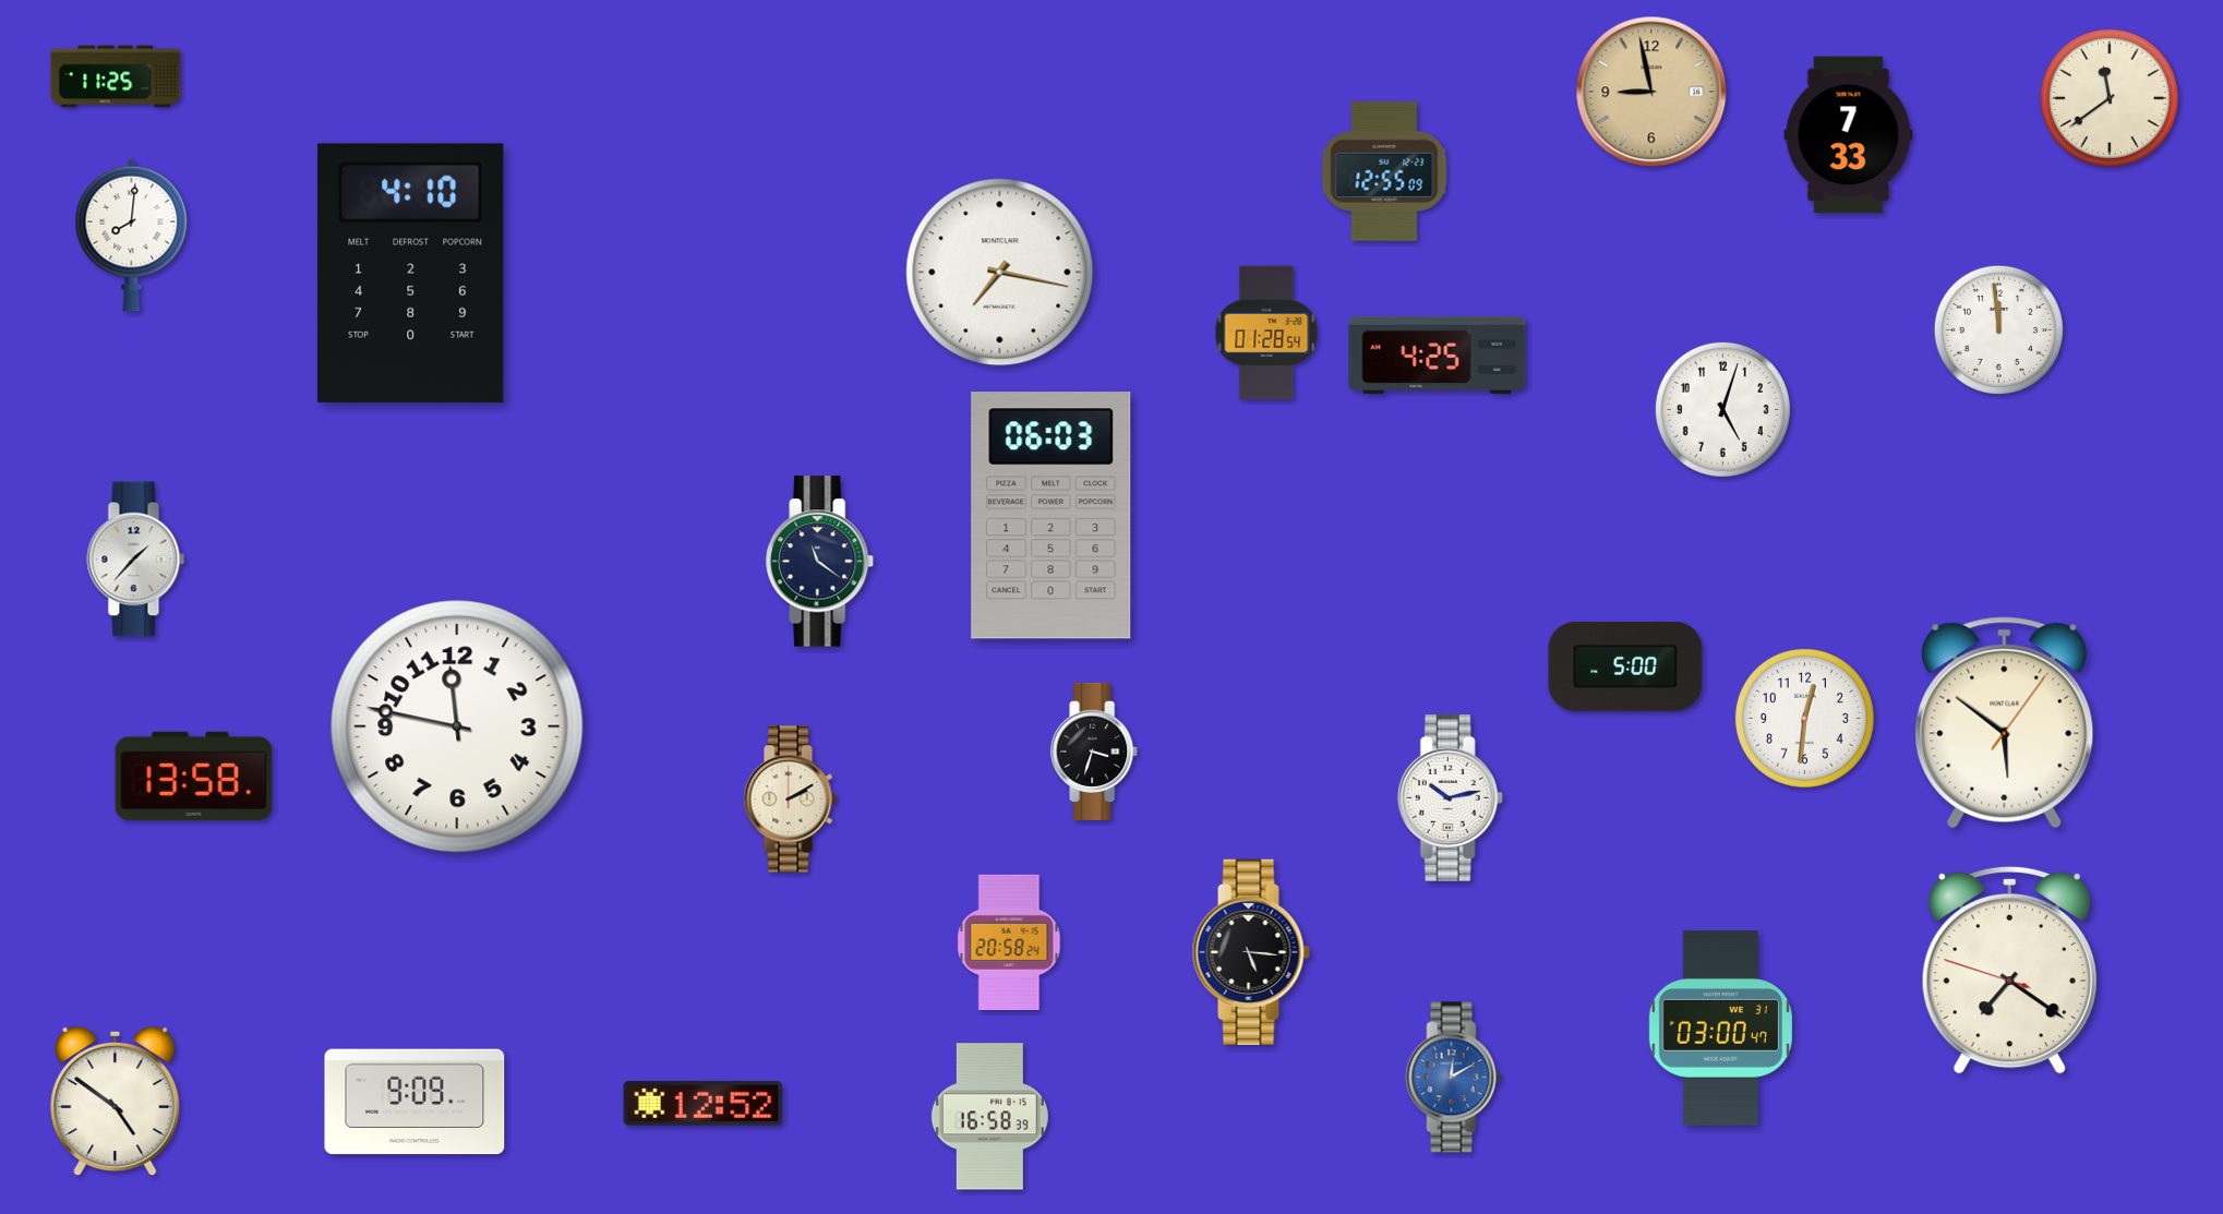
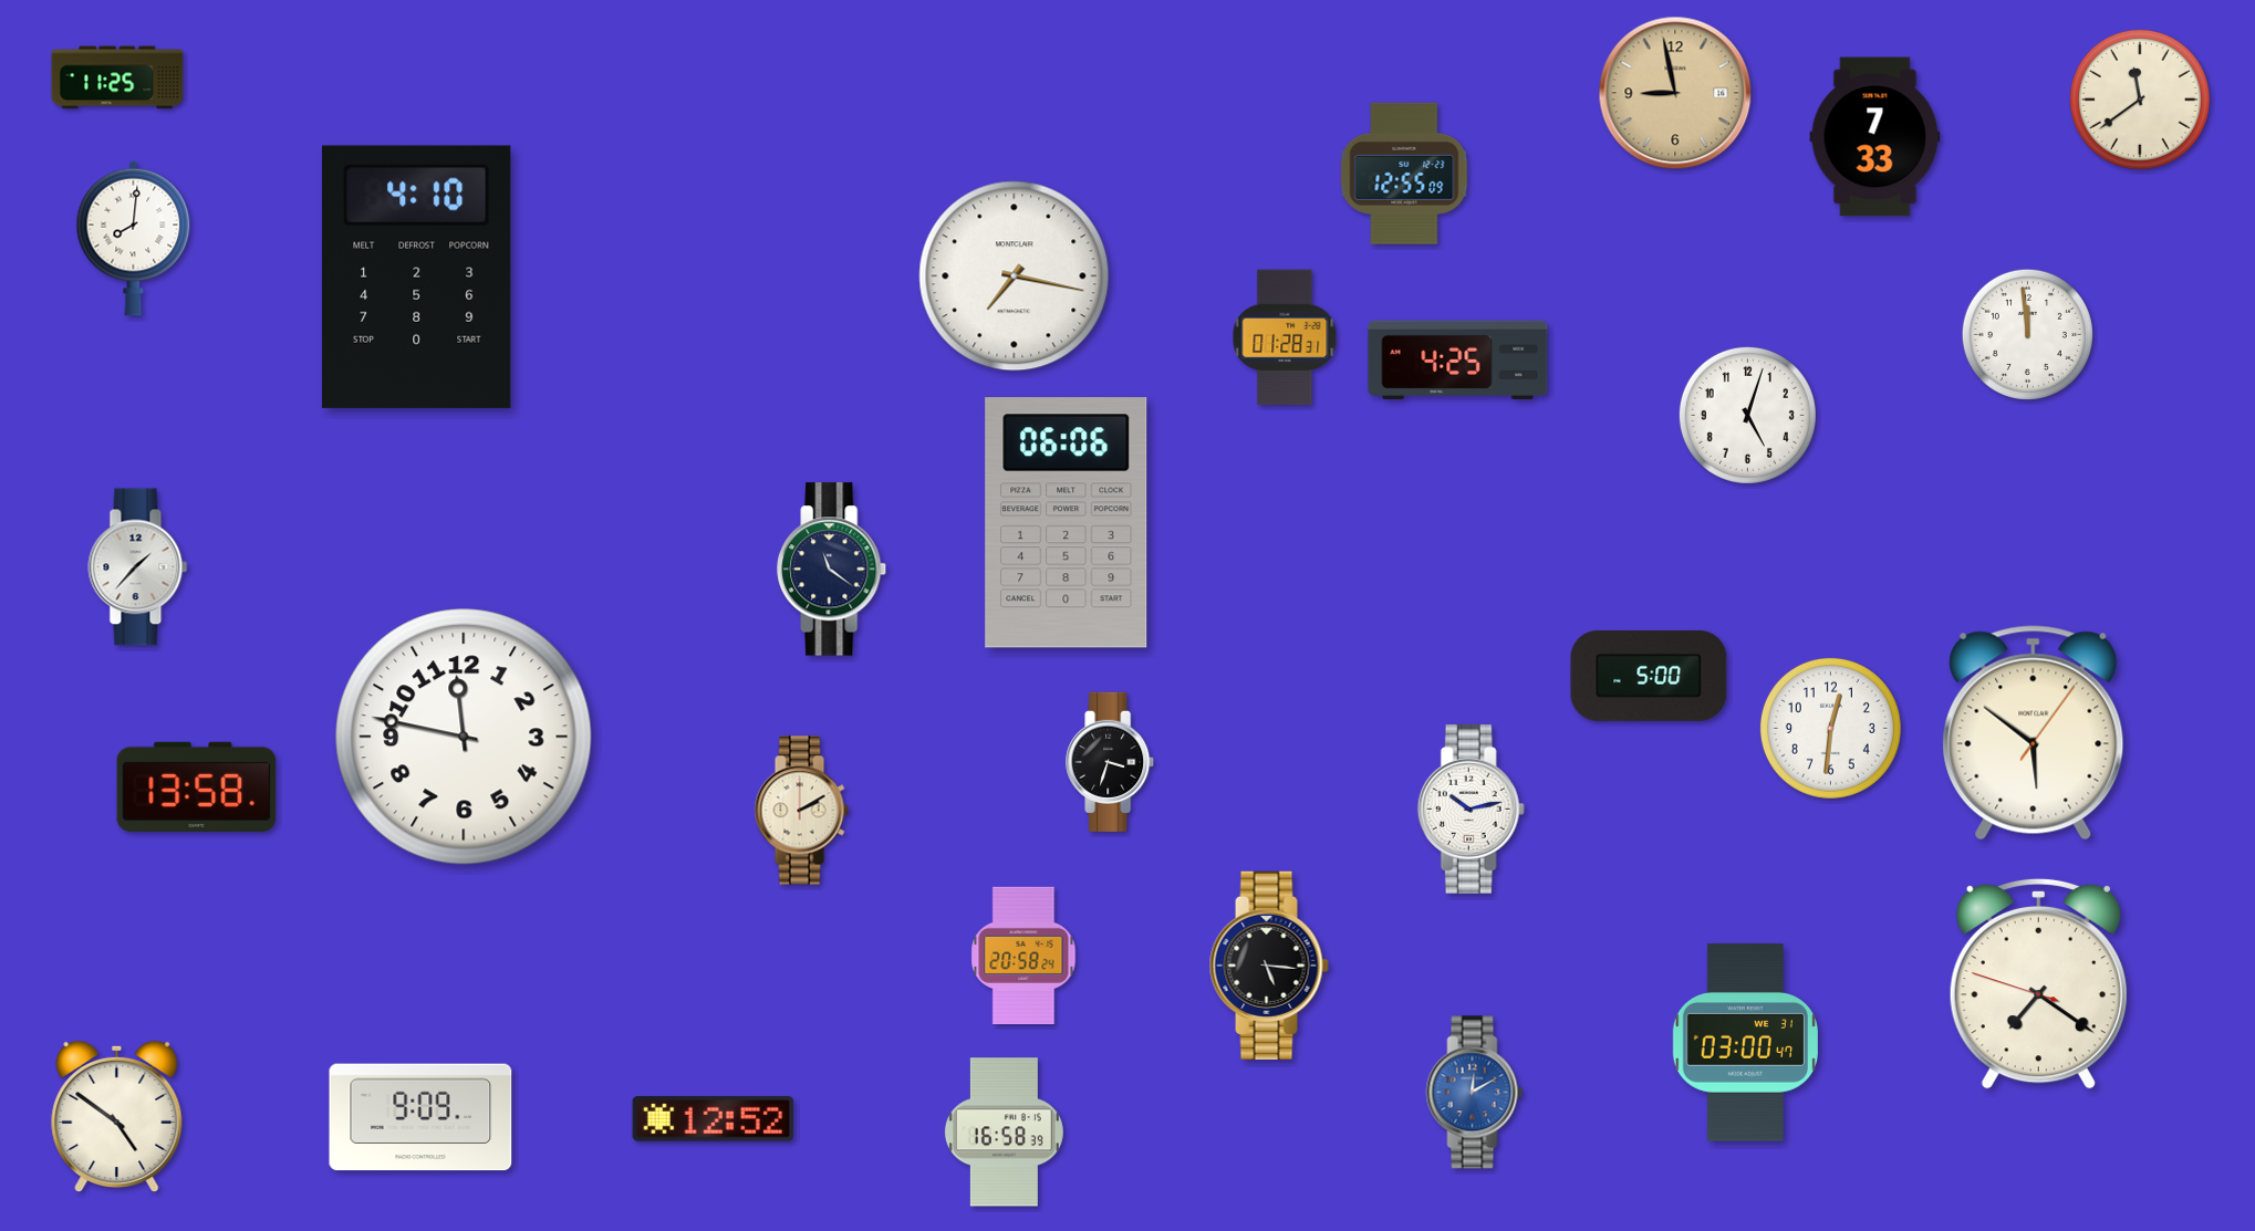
clock at (1266, 333): 01:28:54 -> 01:28:31
clock at (1052, 516): 06:03 -> 06:06
